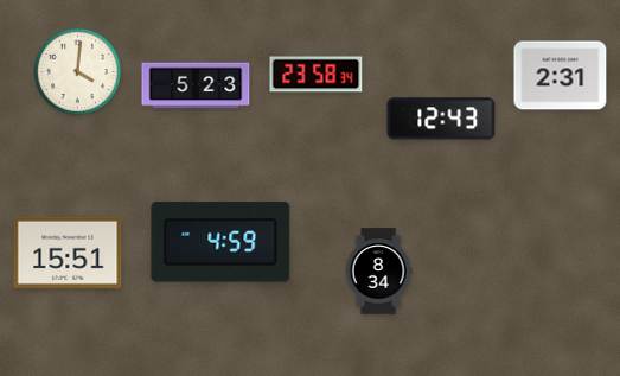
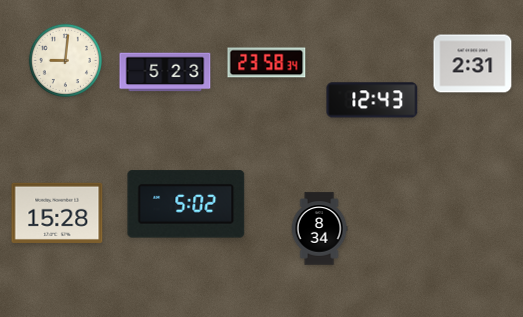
clock at (77, 71): 4:01 -> 9:01
clock at (220, 242): 4:59 -> 5:02
clock at (68, 253): 15:51 -> 15:28
